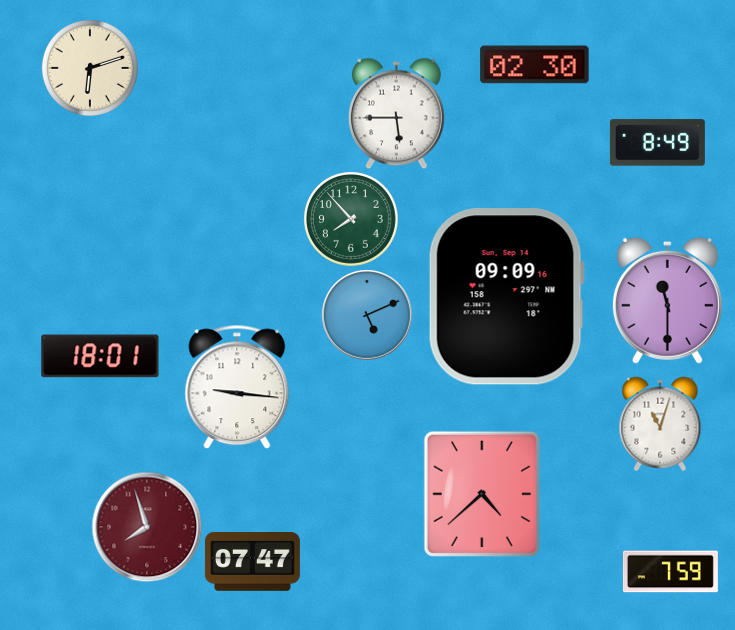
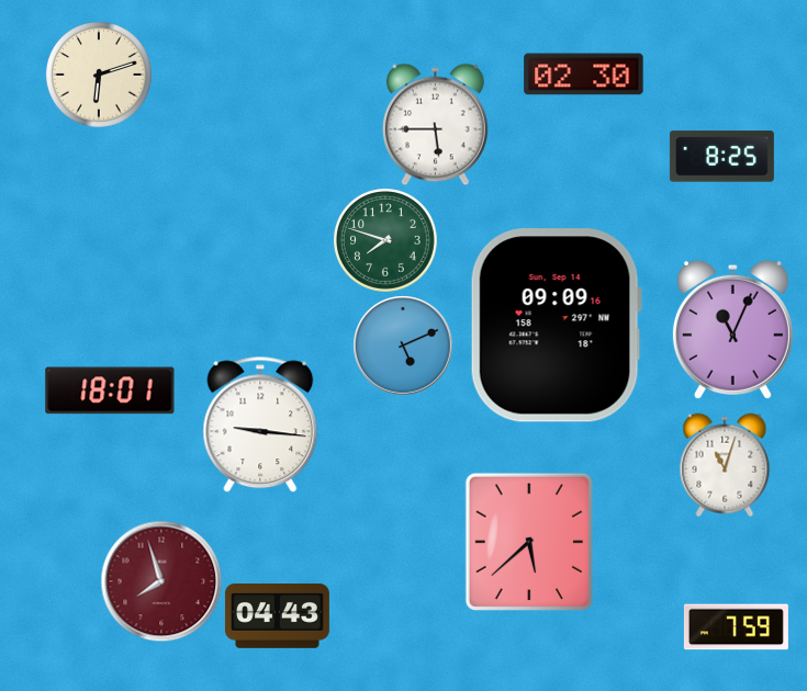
clock at (535, 65) position: (535, 65) -> (584, 75)
clock at (657, 143): 8:49 -> 8:25
clock at (351, 219): 7:53 -> 7:48
clock at (667, 300): 11:30 -> 11:04
clock at (482, 493): 4:38 -> 5:38
clock at (147, 527) position: (147, 527) -> (161, 581)
clock at (252, 562): 07:47 -> 04:43
